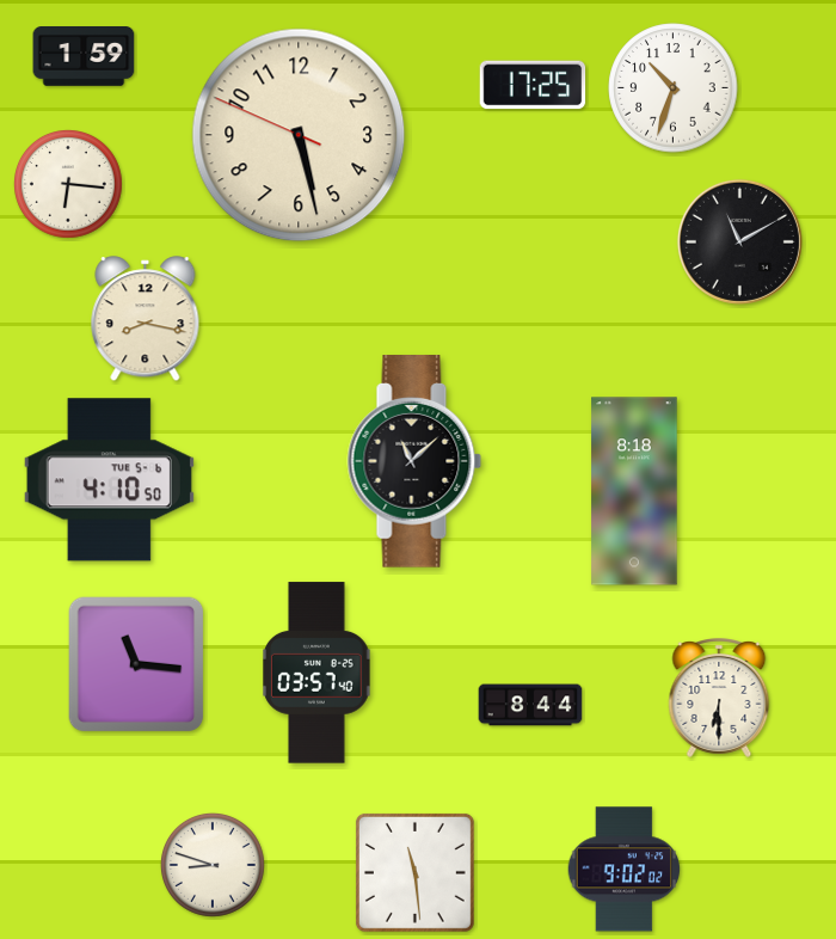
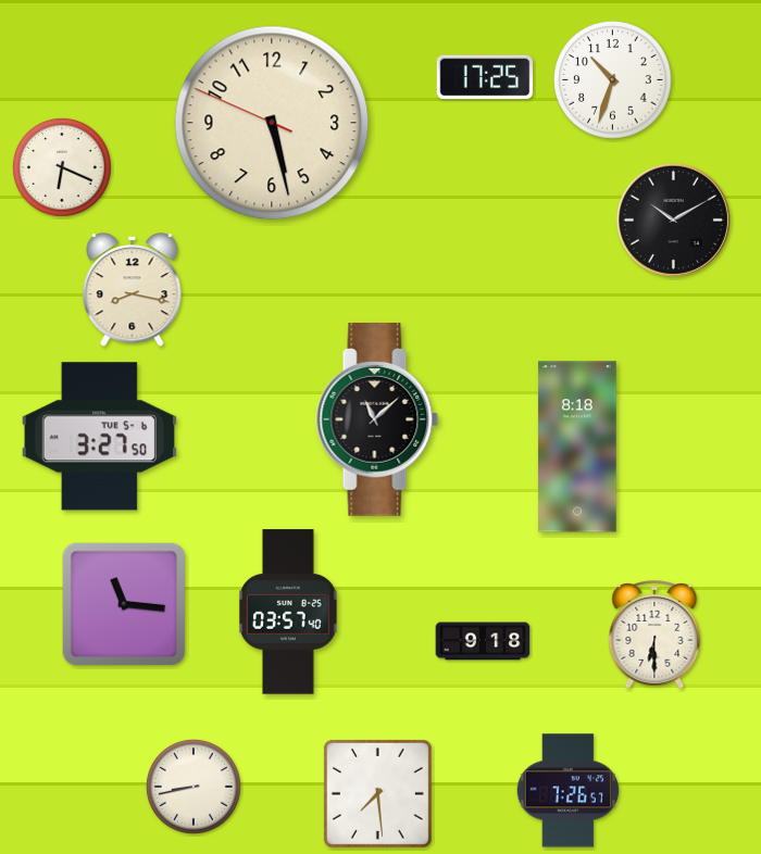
clock at (84, 57): 1:59 -> none
clock at (69, 185): 6:16 -> 6:19
clock at (739, 241): 11:10 -> 10:10
clock at (109, 480): 4:10 -> 3:27
clock at (530, 705): 8:44 -> 9:18
clock at (213, 865): 8:48 -> 8:43
clock at (625, 870): 9:02 -> 7:26
clock at (414, 872): 11:29 -> 7:29
